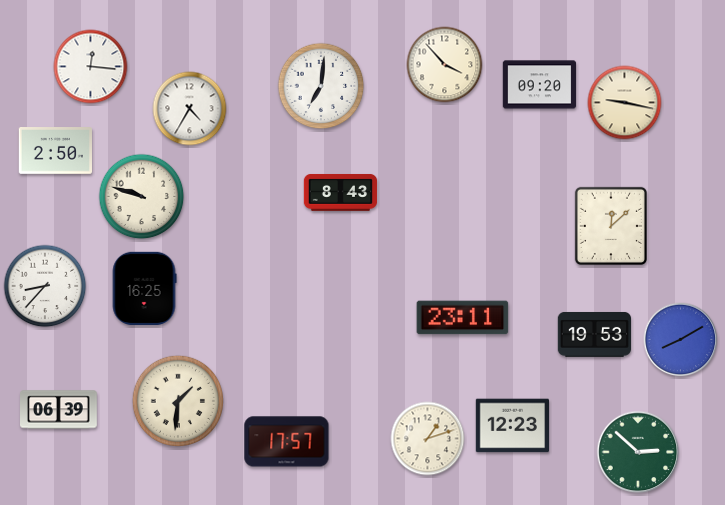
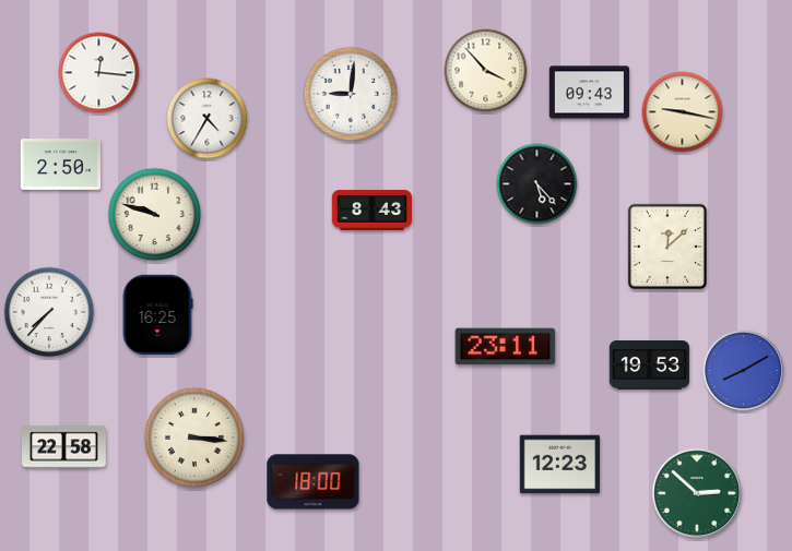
clock at (540, 85): 09:20 -> 09:43
clock at (321, 86): 7:01 -> 9:01
clock at (537, 184): none -> 5:23
clock at (45, 286): 8:37 -> 7:37
clock at (177, 400): 1:31 -> 3:16
clock at (59, 410): 06:39 -> 22:58
clock at (428, 439): 1:12 -> none
clock at (287, 442): 17:57 -> 18:00
